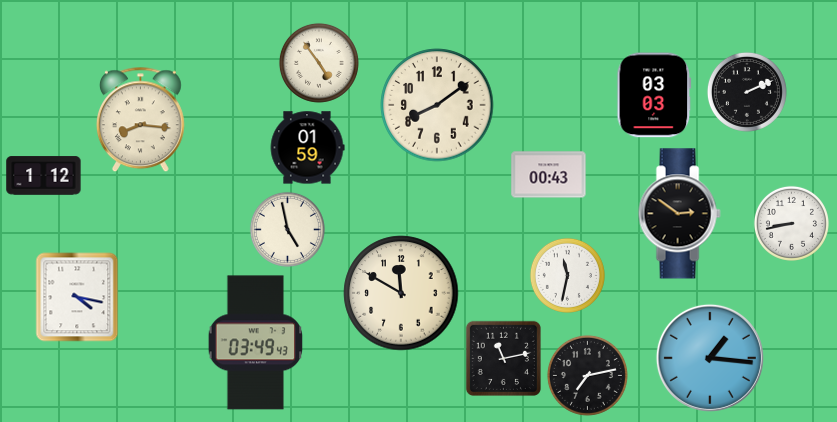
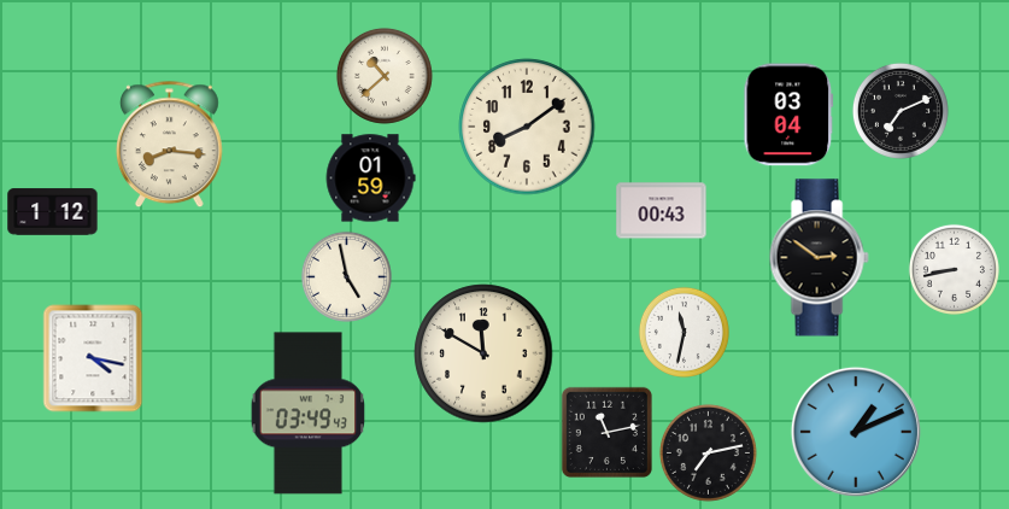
clock at (319, 63): 4:54 -> 10:38
clock at (747, 92): 2:11 -> 7:11
clock at (654, 95): 03:03 -> 03:04
clock at (710, 358): 1:16 -> 1:11
